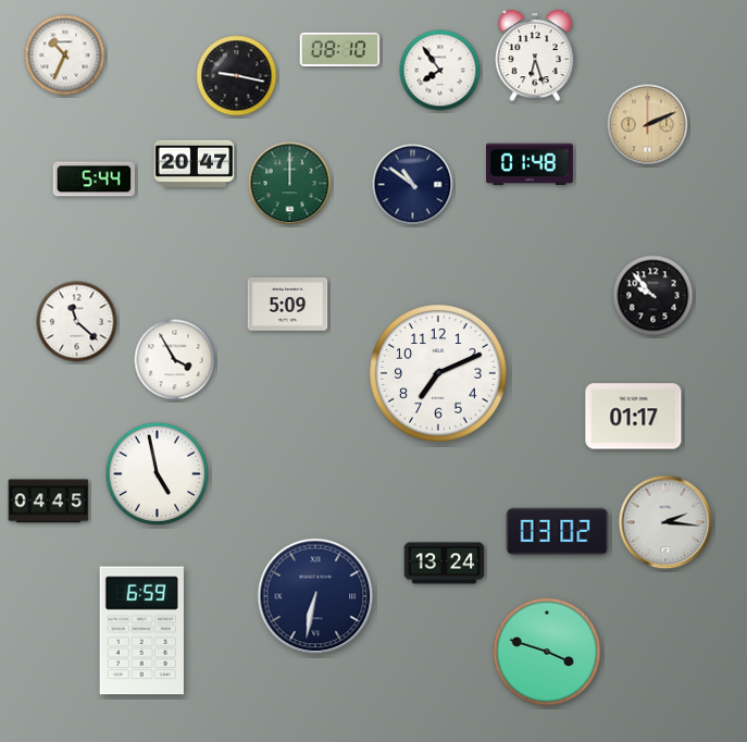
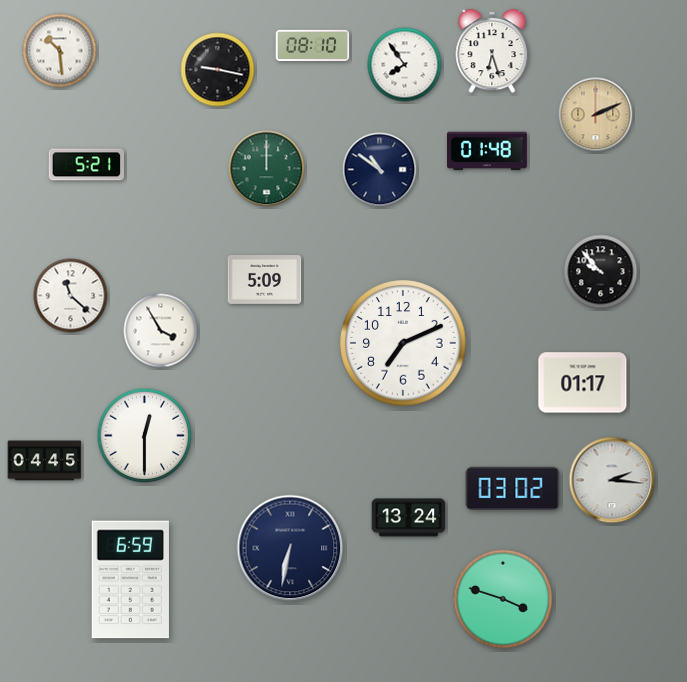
clock at (65, 55): 10:34 -> 10:29
clock at (195, 163): 20:47 -> none
clock at (95, 180): 5:44 -> 5:21
clock at (158, 474): 4:58 -> 12:30
